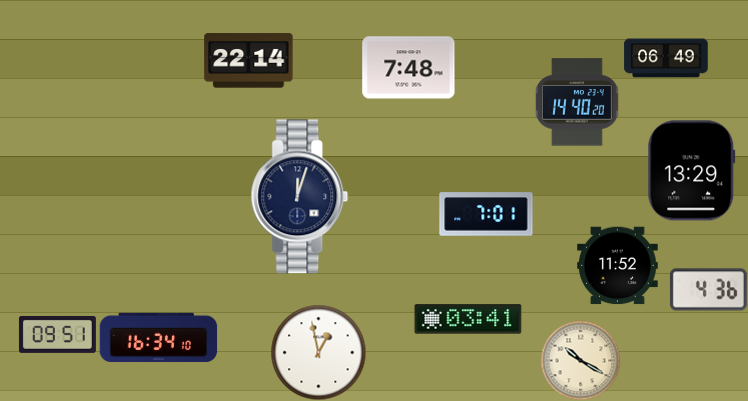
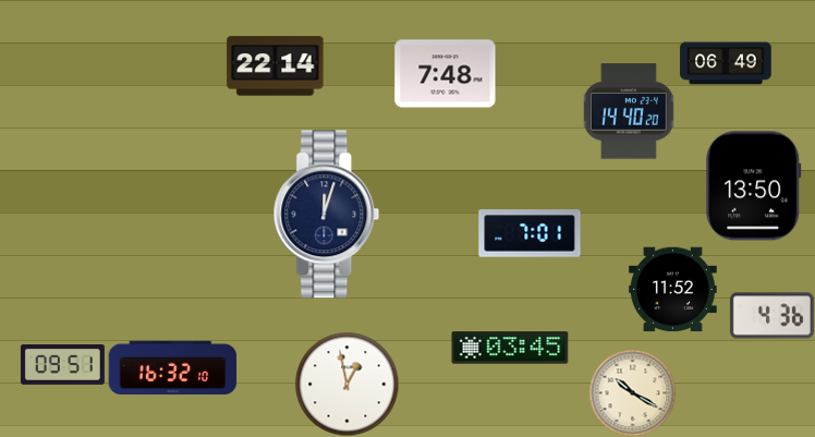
clock at (249, 61) position: (249, 61) -> (276, 66)
clock at (692, 171): 13:29 -> 13:50
clock at (468, 319): 03:41 -> 03:45
clock at (159, 338): 16:34 -> 16:32
